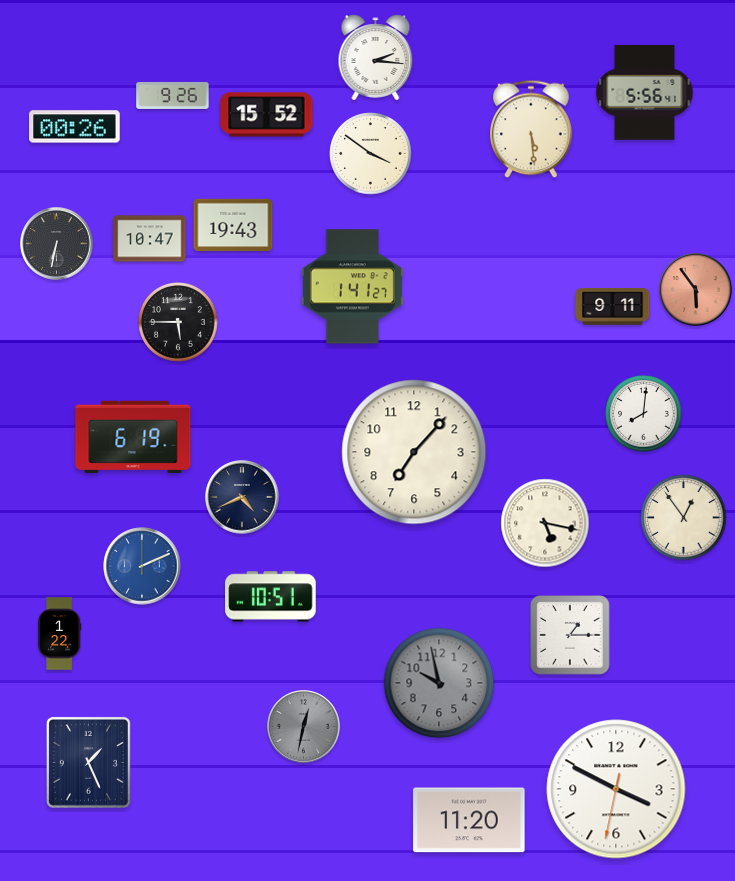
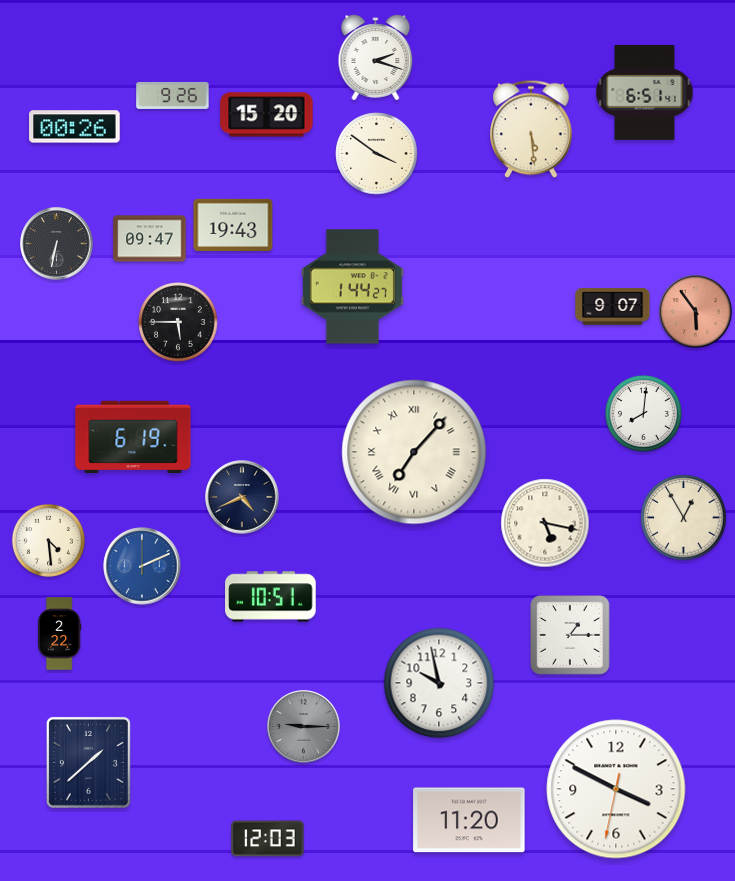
clock at (376, 58): 2:16 -> 2:18
clock at (645, 92): 5:56 -> 6:51
clock at (267, 115): 15:52 -> 15:20
clock at (371, 154) position: (371, 154) -> (377, 154)
clock at (150, 239): 10:47 -> 09:47
clock at (352, 287): 1:41 -> 1:44
clock at (696, 290) position: (696, 290) -> (696, 312)
clock at (613, 307): 9:11 -> 9:07
clock at (414, 452) numerals: Arabic -> Roman
clock at (684, 518): 12:54 -> 12:55
clock at (48, 540): none -> 4:29
clock at (60, 634): 1:22 -> 2:22
clock at (439, 683) dial: grey -> white
clock at (304, 727): 12:32 -> 9:15
clock at (88, 762): 1:26 -> 1:38
clock at (268, 839): none -> 12:03
